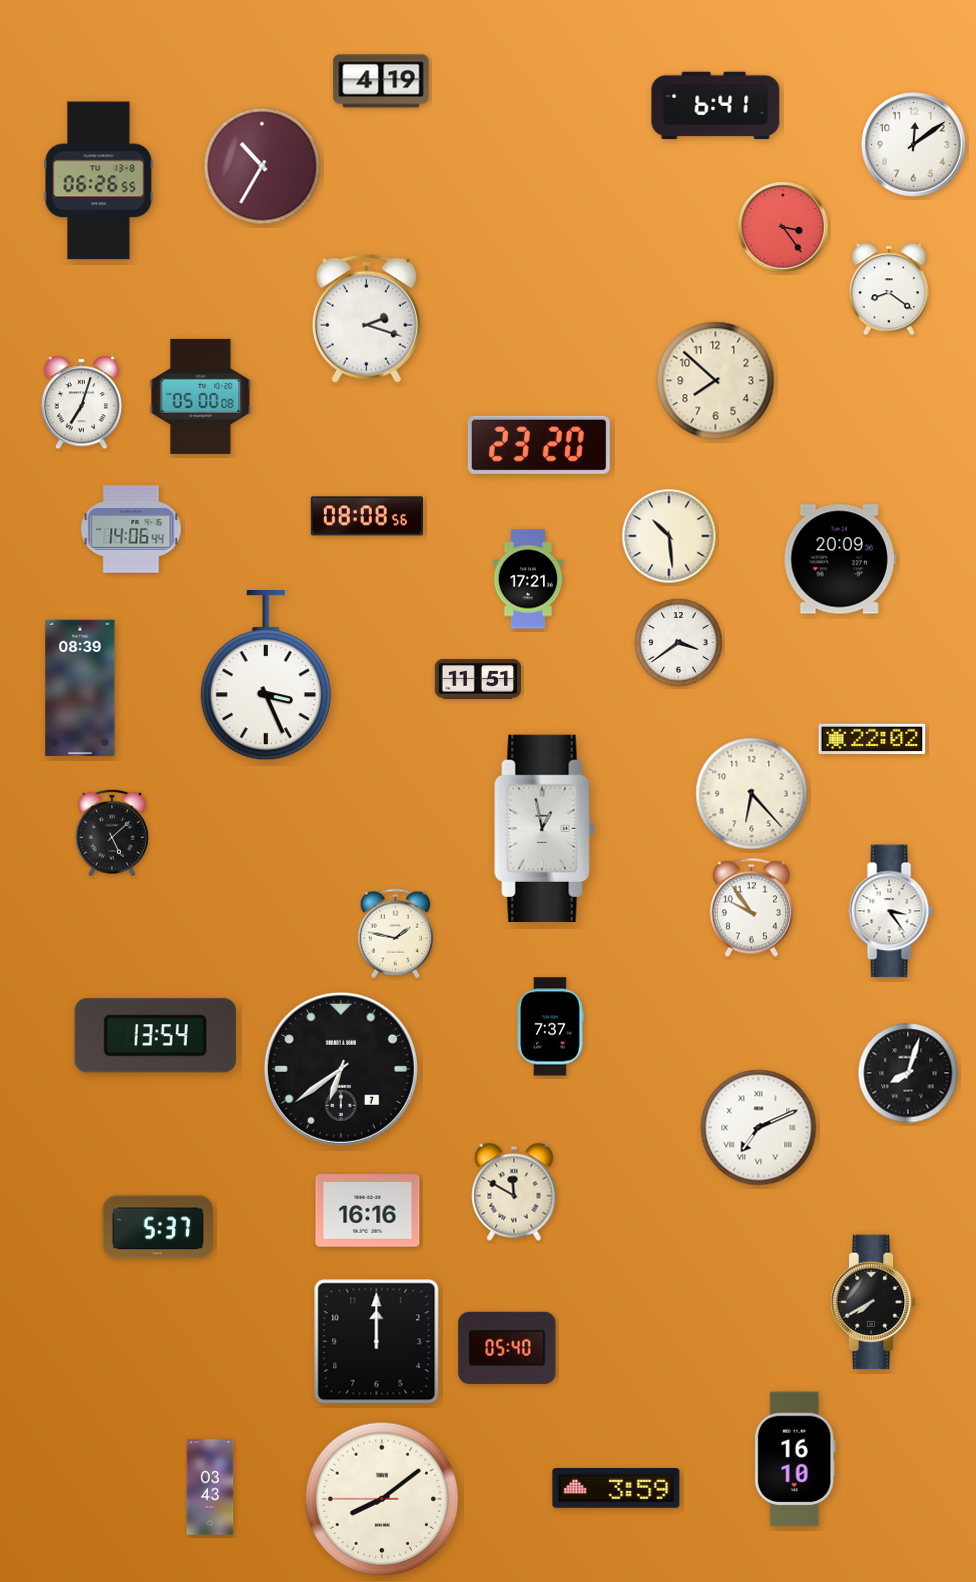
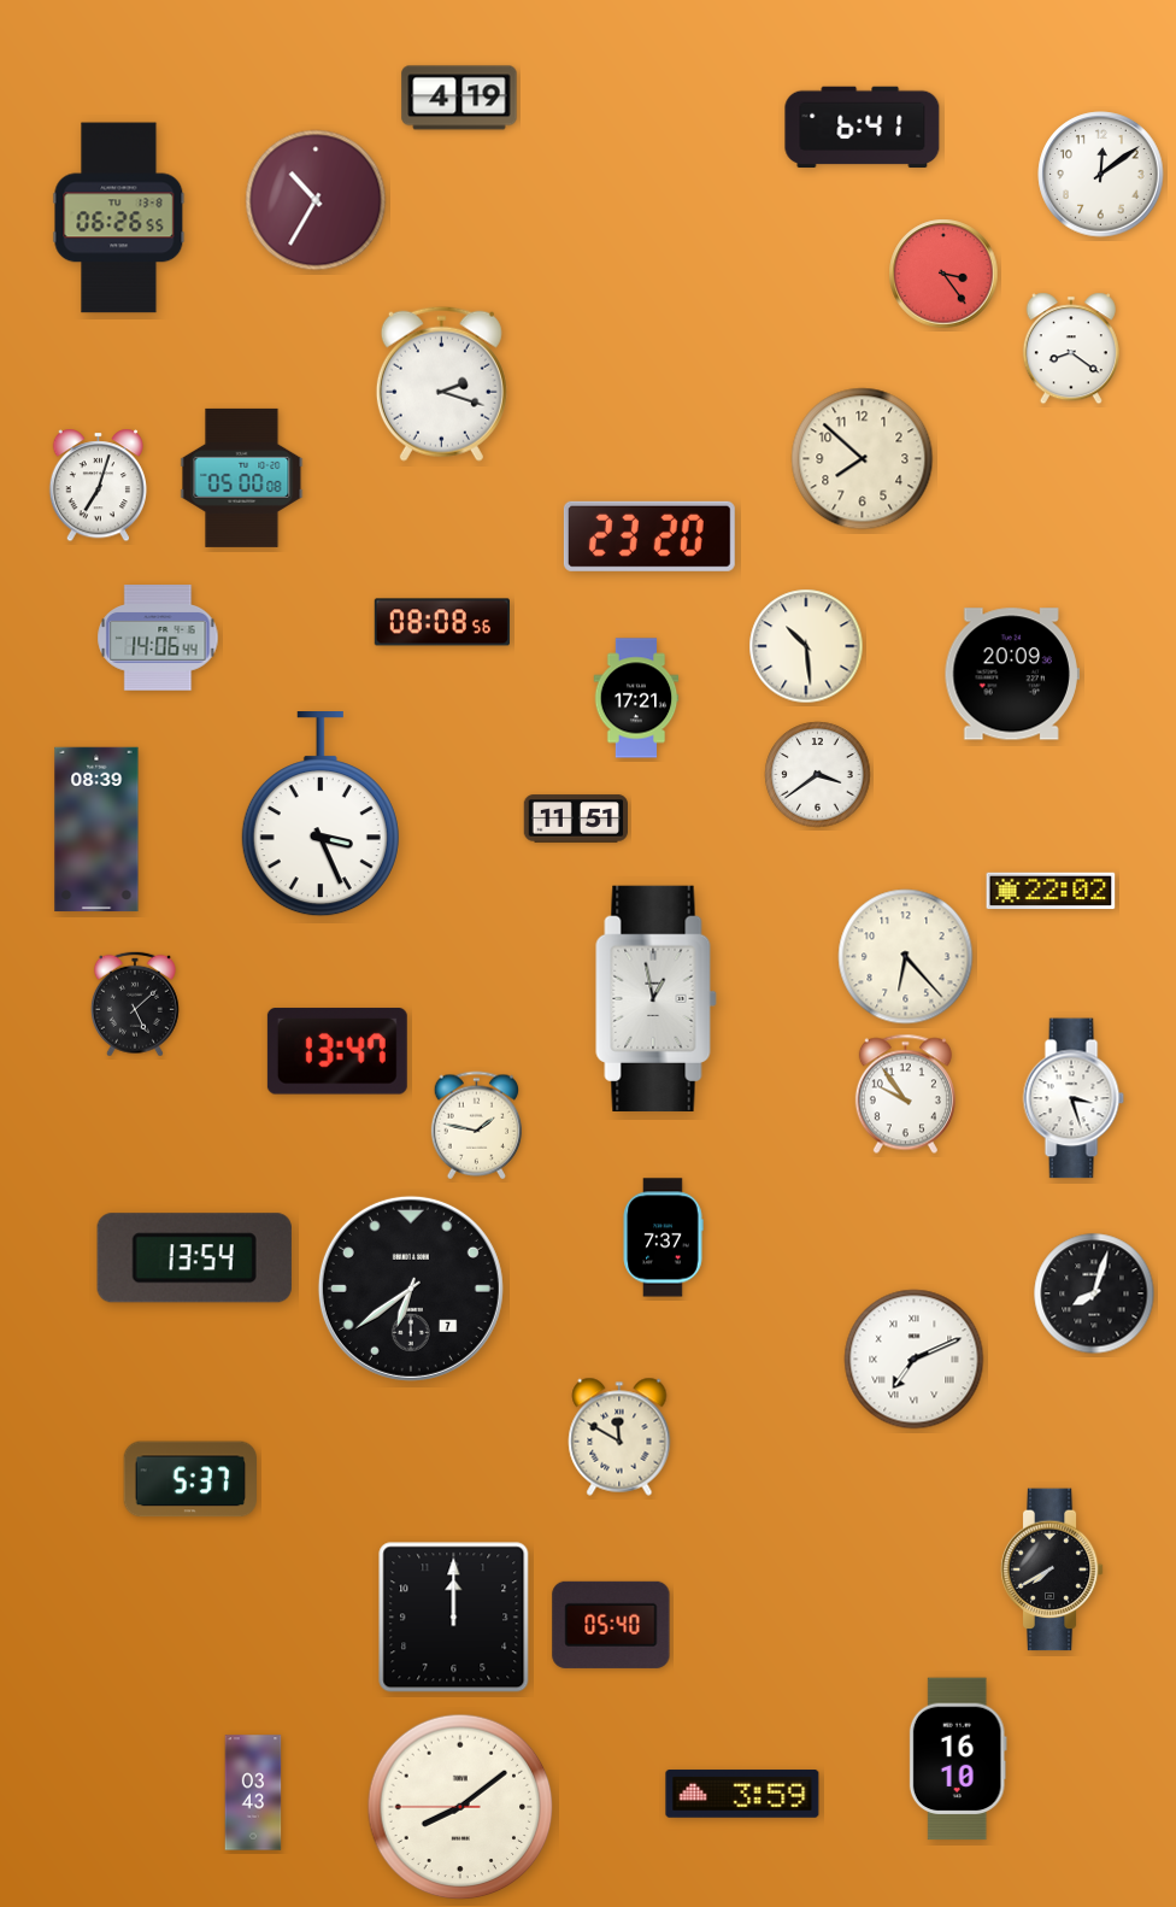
clock at (337, 1051): none -> 13:47
clock at (891, 911): 3:24 -> 3:27
clock at (155, 1036) position: (155, 1036) -> (194, 1258)
clock at (368, 1211): 16:16 -> none
